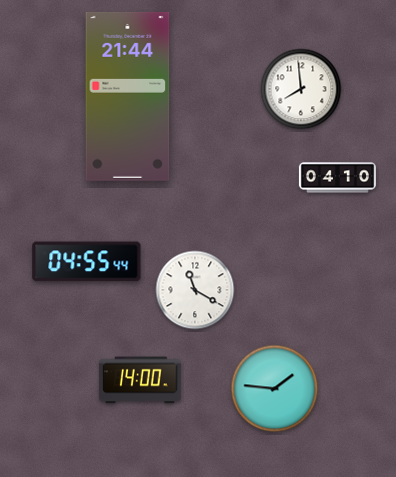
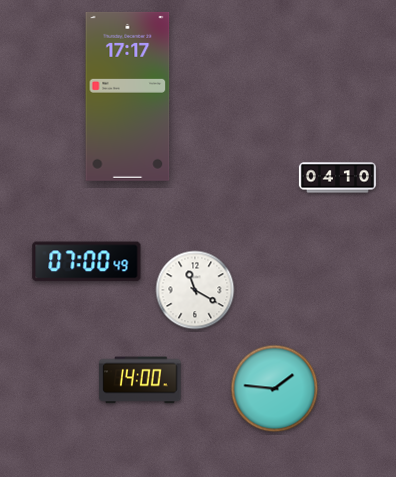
clock at (301, 89): 7:59 -> none
clock at (128, 96): 21:44 -> 17:17
clock at (87, 262): 04:55 -> 07:00
